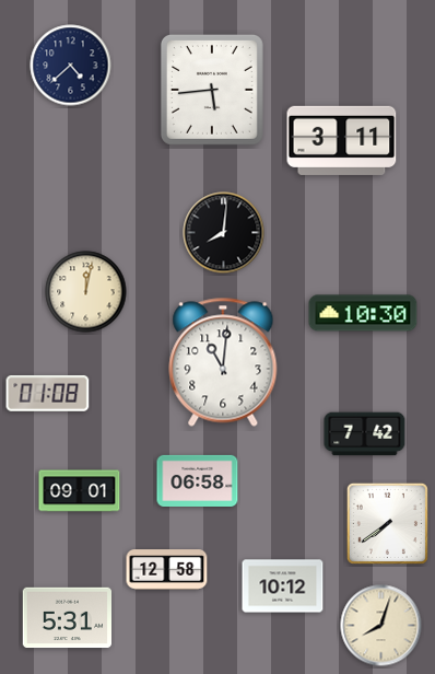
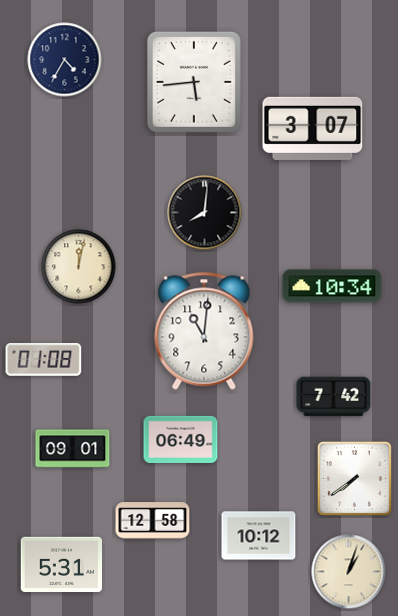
clock at (71, 66): 4:38 -> 4:35
clock at (342, 140): 3:11 -> 3:07
clock at (363, 313): 10:30 -> 10:34
clock at (198, 480): 06:58 -> 06:49
clock at (381, 626): 8:03 -> 1:03
